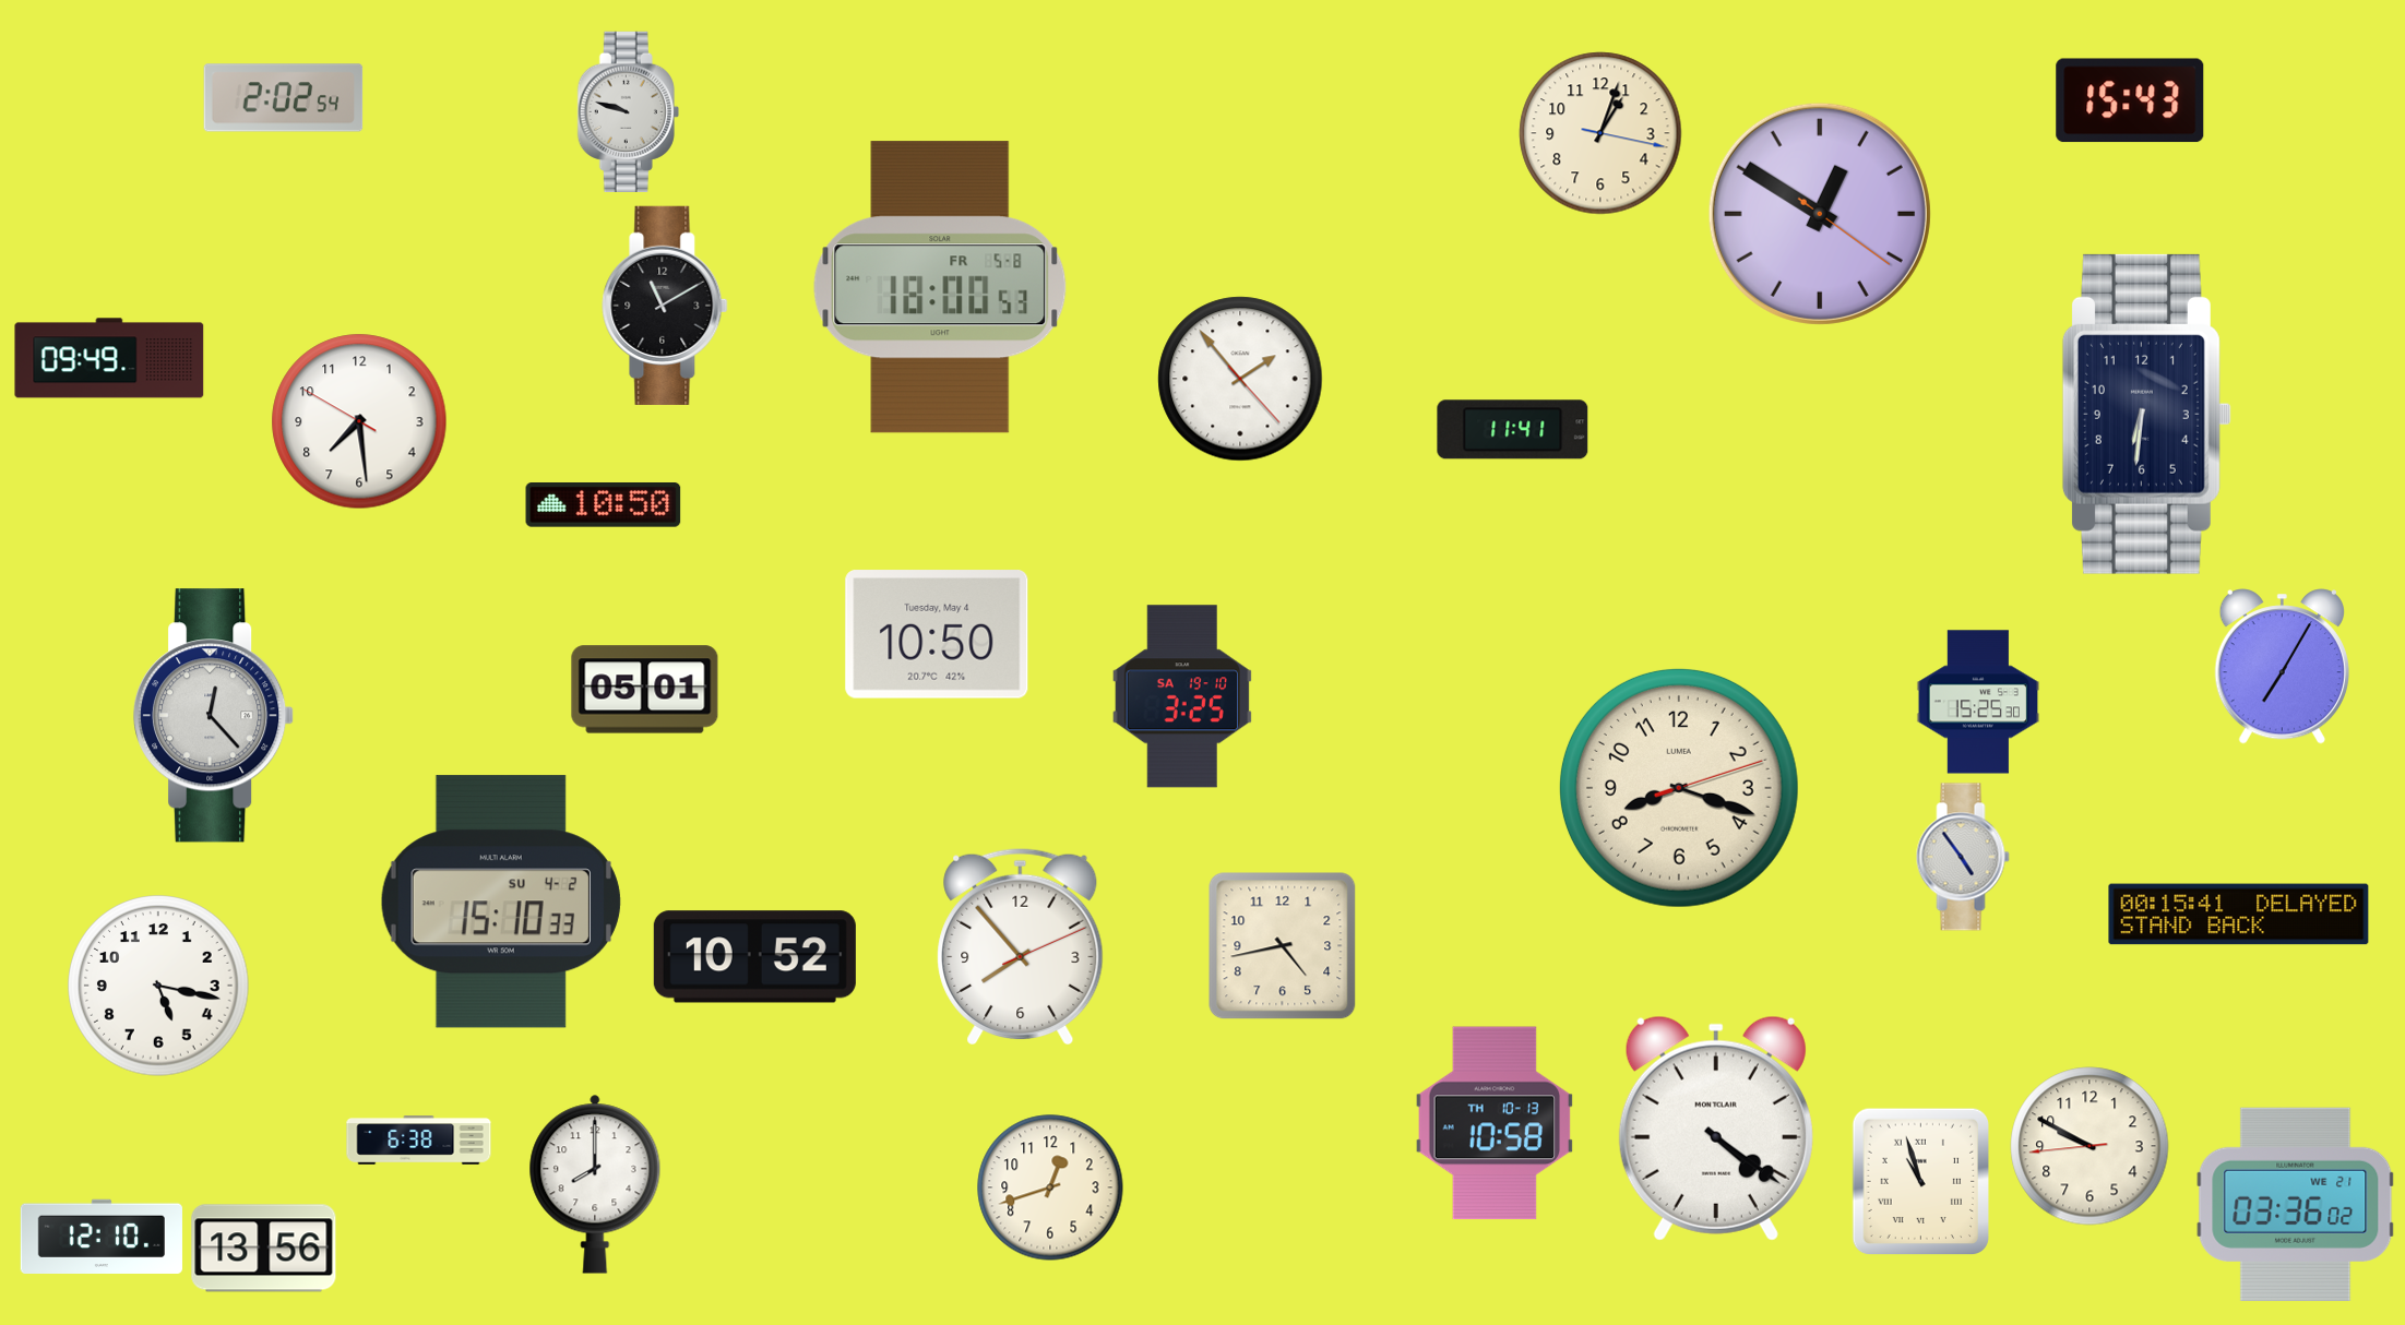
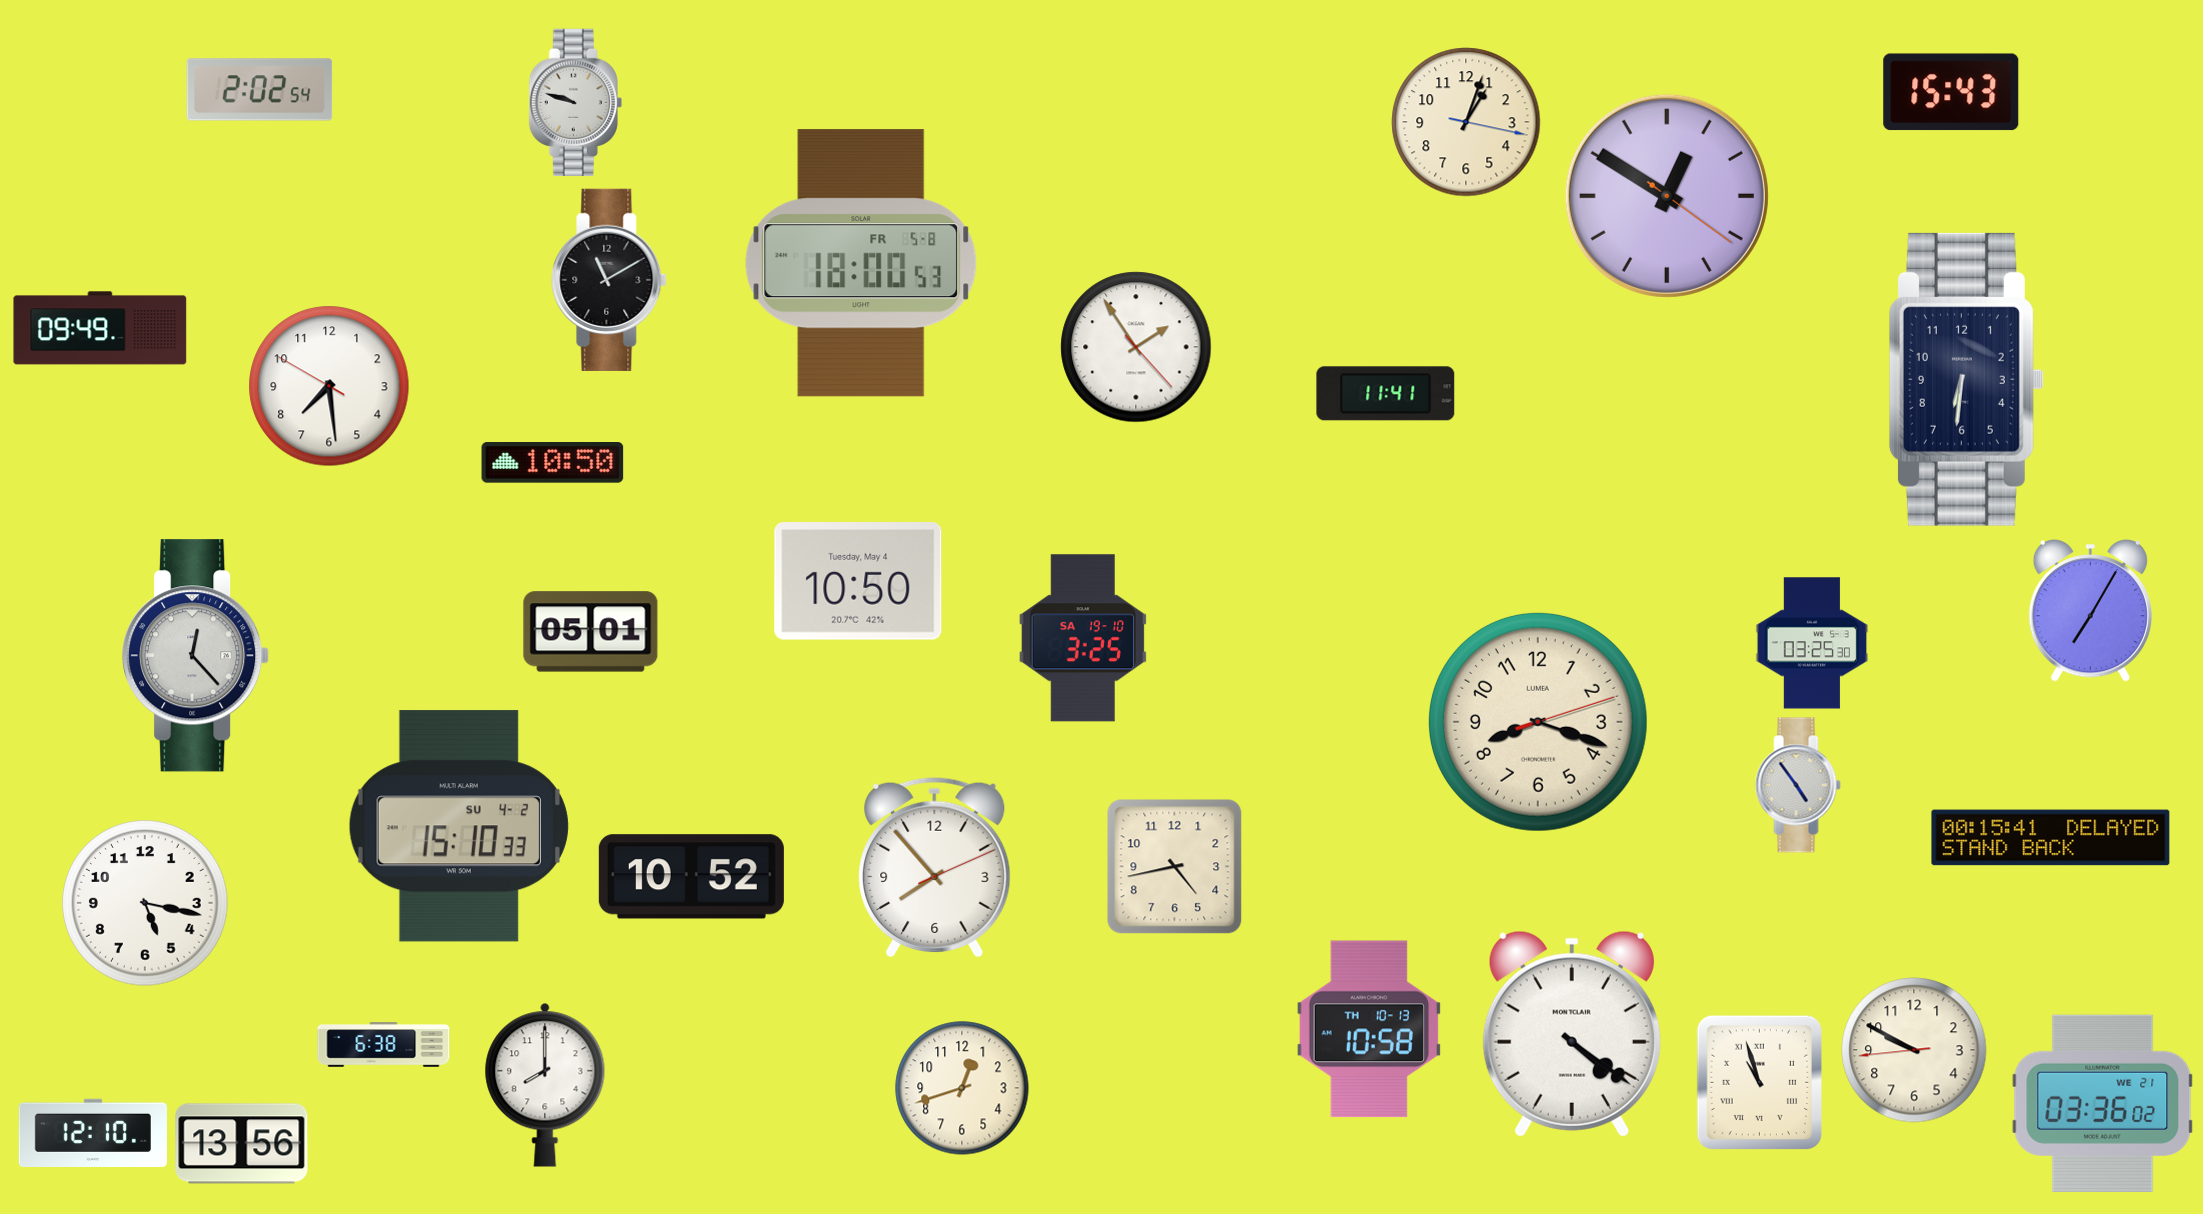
clock at (1240, 379): 1:53 -> 1:54
clock at (1978, 702): 15:25 -> 03:25
